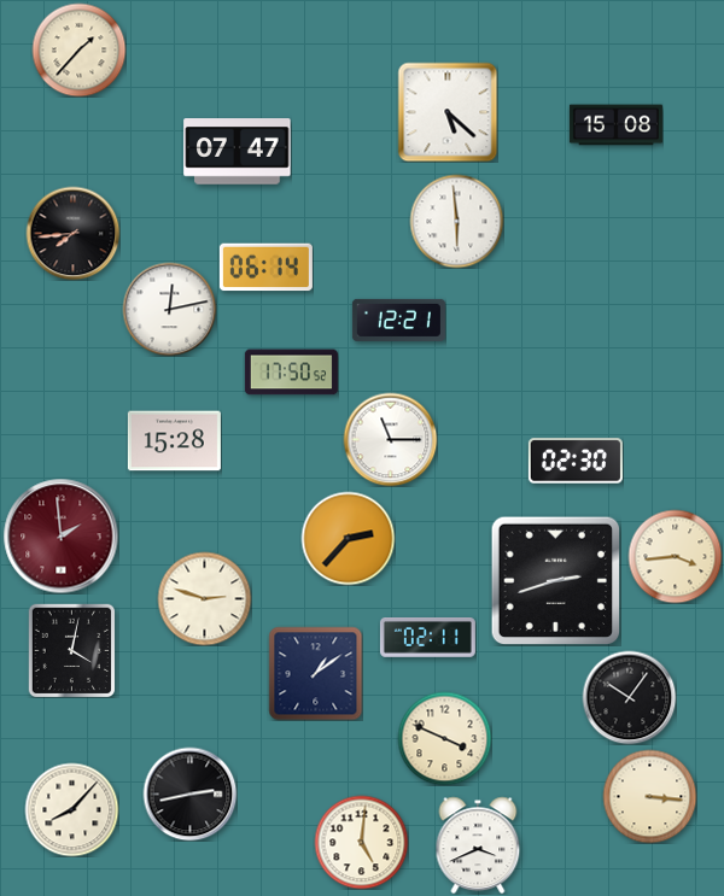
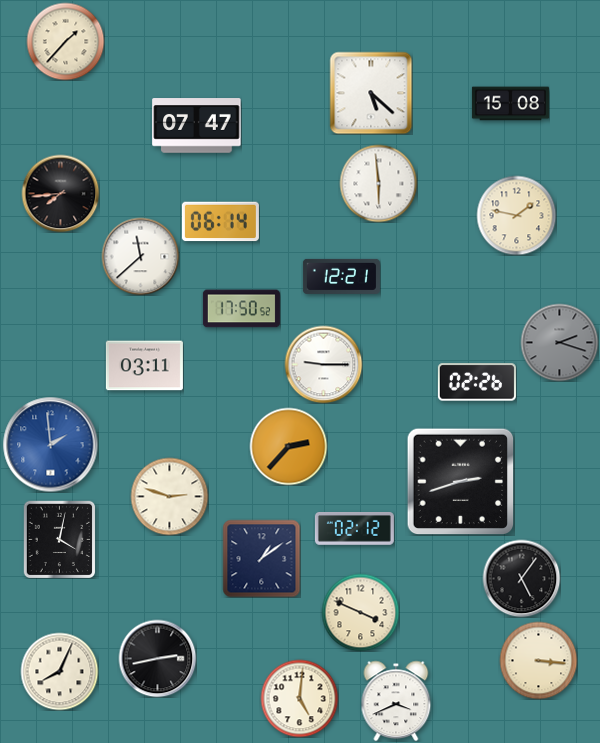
clock at (516, 215): none -> 1:47
clock at (169, 309): 12:13 -> 11:38
clock at (398, 320) position: (398, 320) -> (341, 276)
clock at (559, 342): none -> 2:18
clock at (390, 439): 11:15 -> 9:15
clock at (174, 441): 15:28 -> 03:11
clock at (576, 461): 02:30 -> 02:26
clock at (60, 535) dial: burgundy -> blue
clock at (675, 556): 3:44 -> none
clock at (427, 638): 02:11 -> 02:12
clock at (629, 697): 10:06 -> 5:06
clock at (444, 738) position: (444, 738) -> (360, 612)
clock at (71, 809): 8:07 -> 8:04
